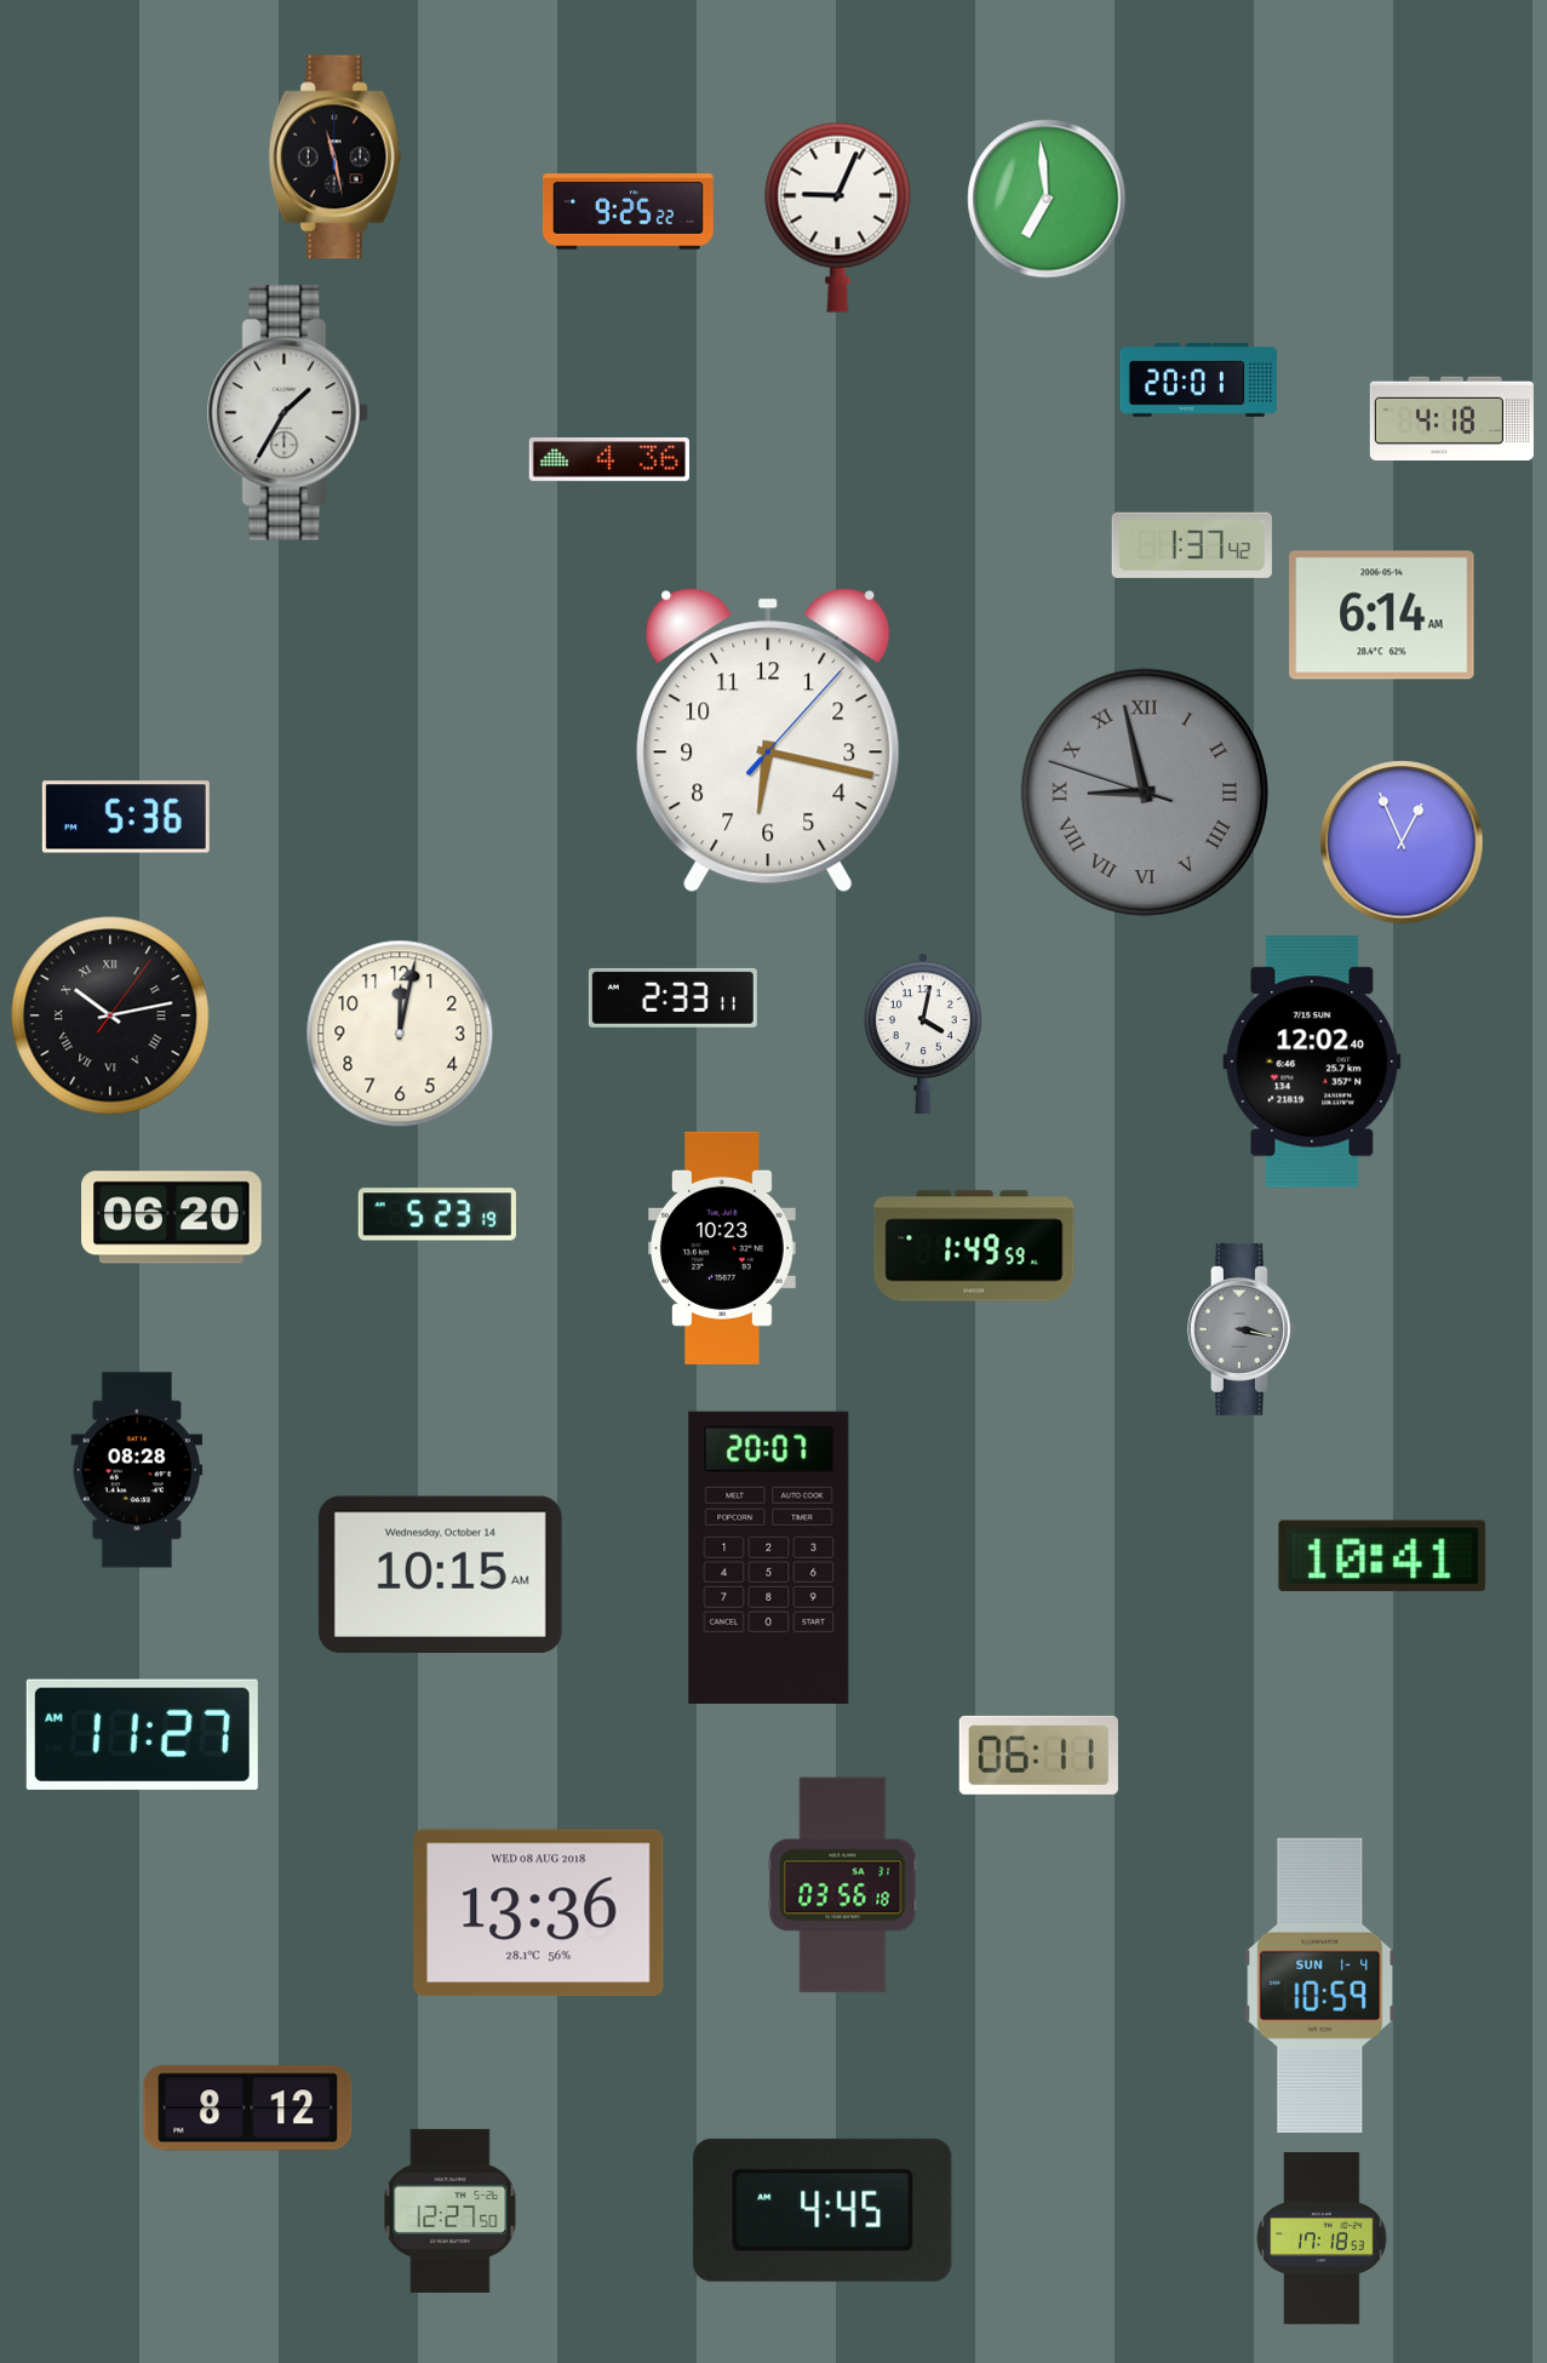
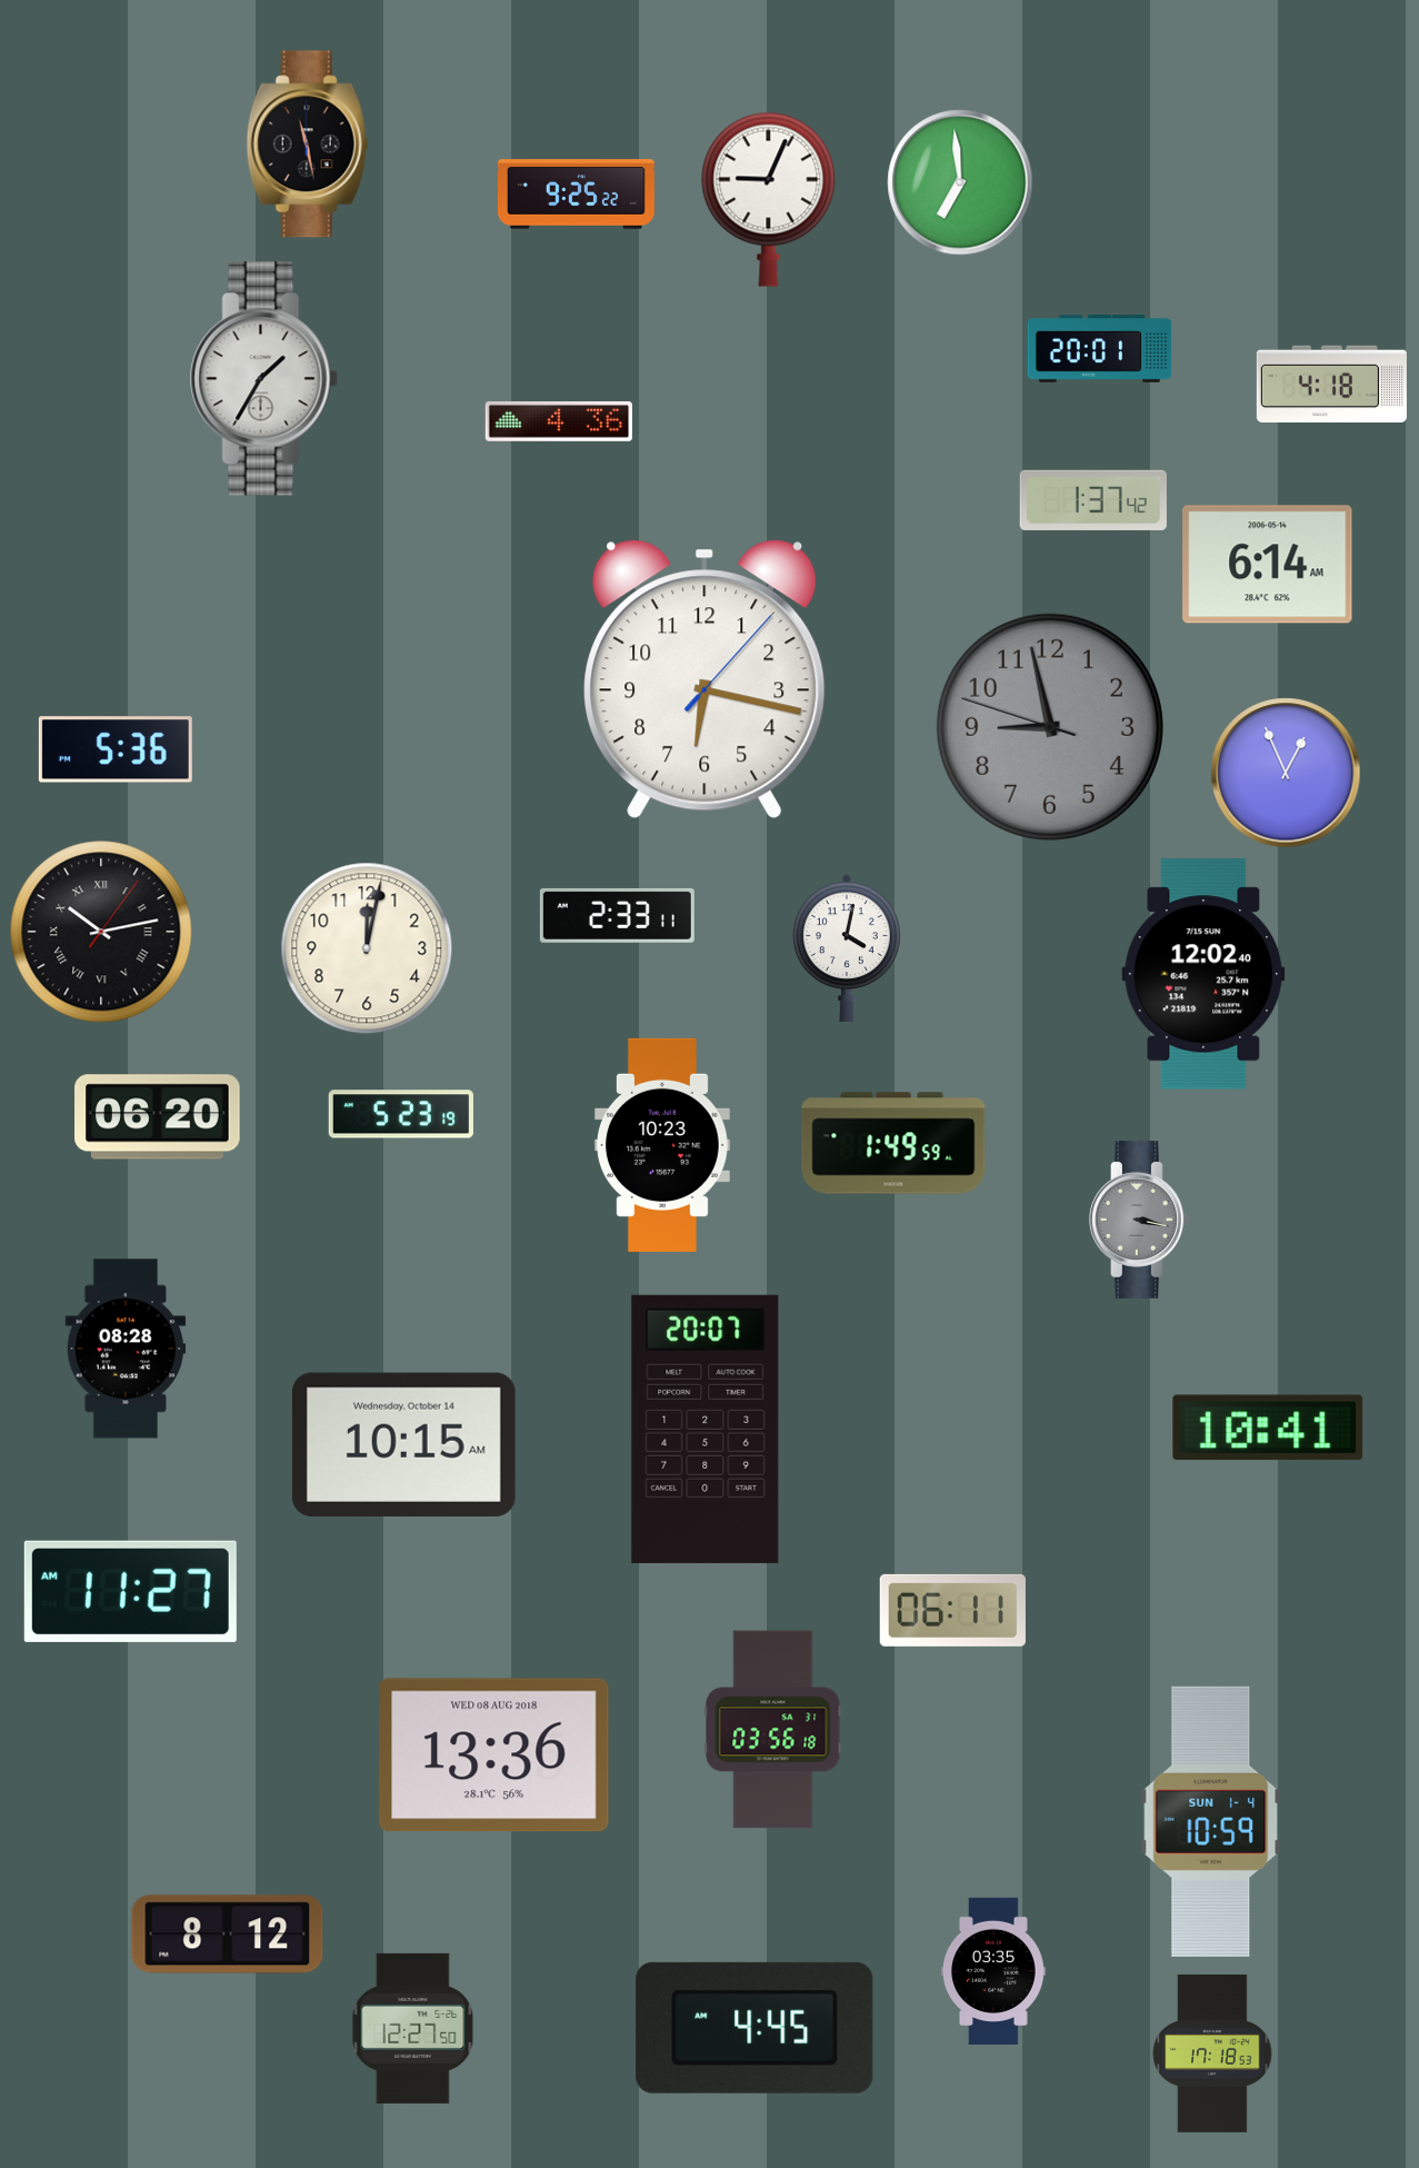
clock at (1145, 793) numerals: Roman -> Arabic
clock at (993, 1970): none -> 03:35
